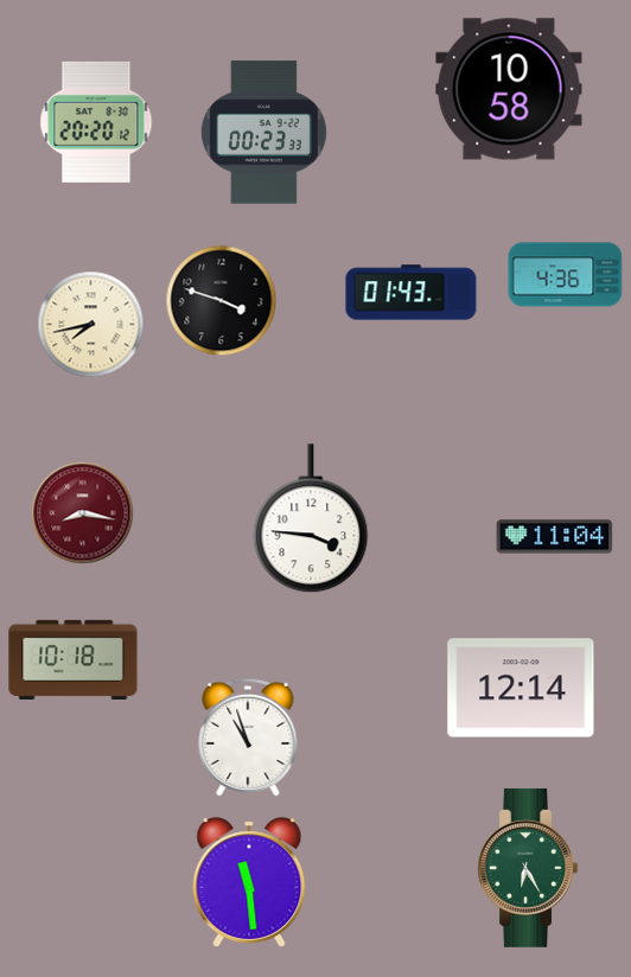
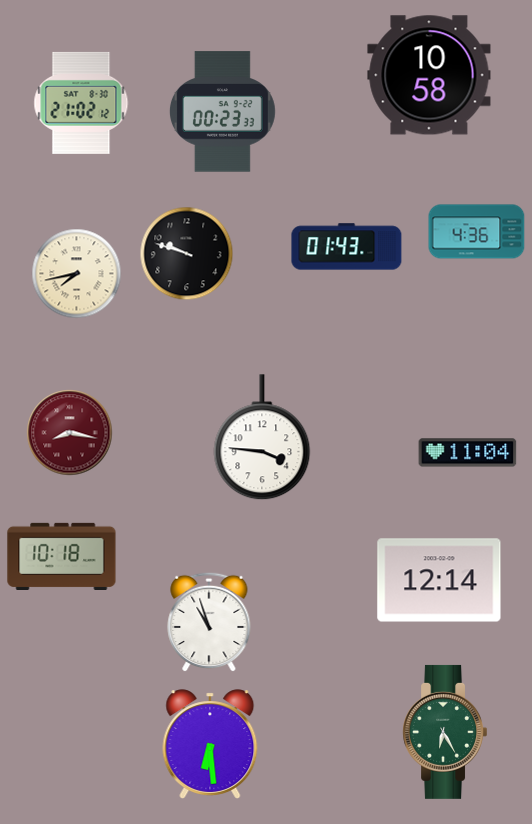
clock at (96, 122): 20:20 -> 21:02
clock at (222, 301): 3:48 -> 9:48
clock at (249, 882): 11:29 -> 6:29
